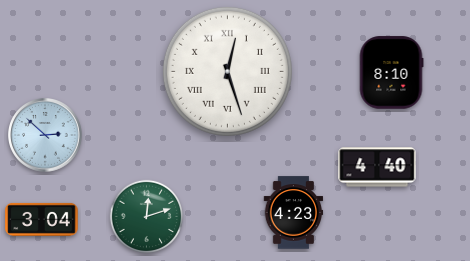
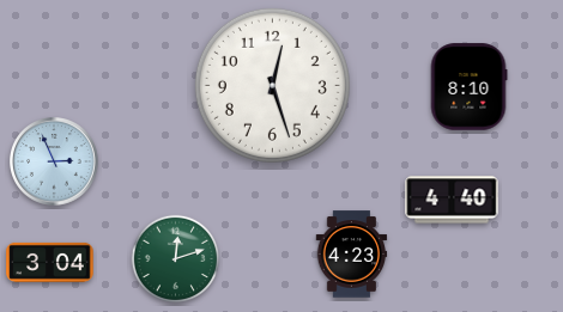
clock at (227, 71) numerals: Roman -> Arabic
clock at (46, 136): 2:52 -> 2:56
